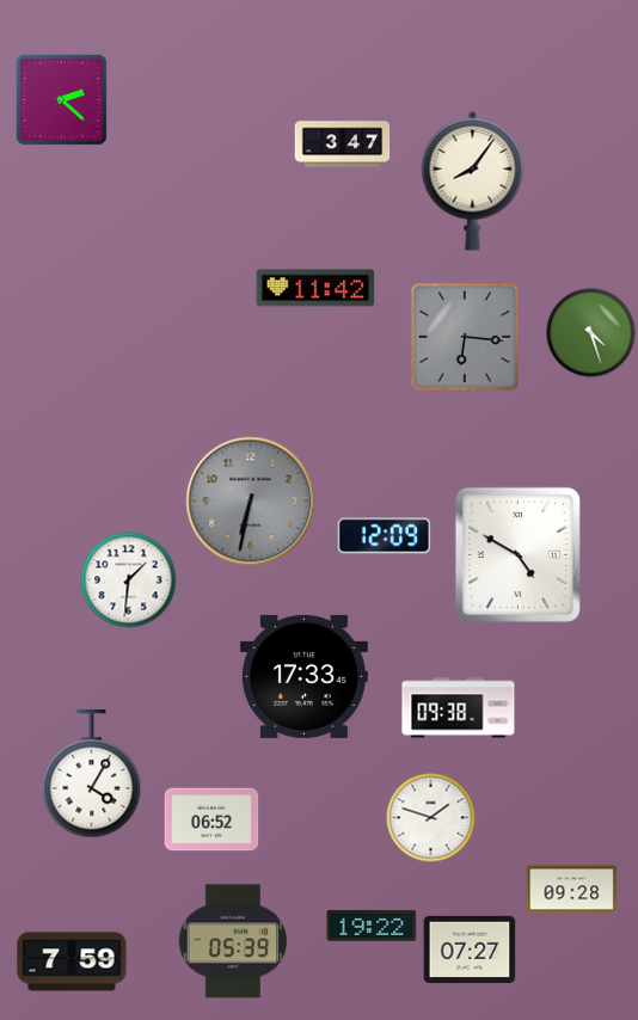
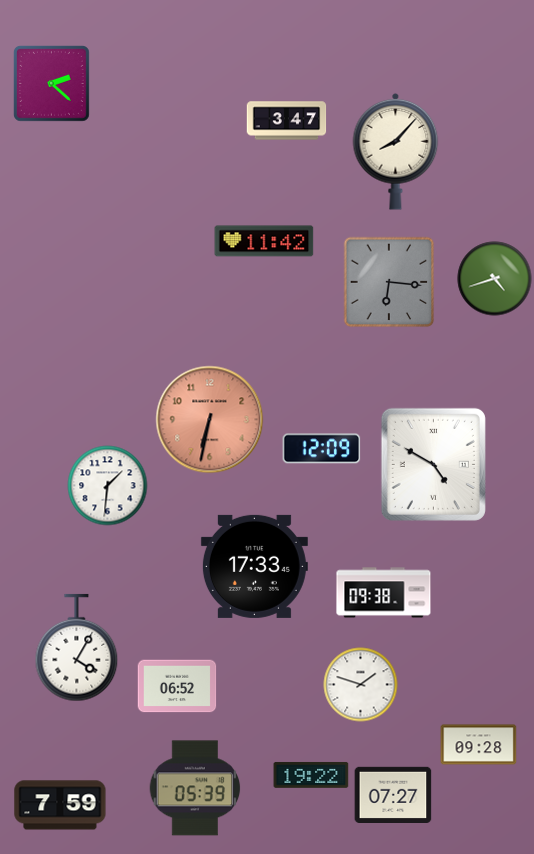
clock at (473, 180): 8:06 -> 8:07
clock at (591, 333): 4:27 -> 4:42
clock at (251, 502) dial: grey -> salmon
